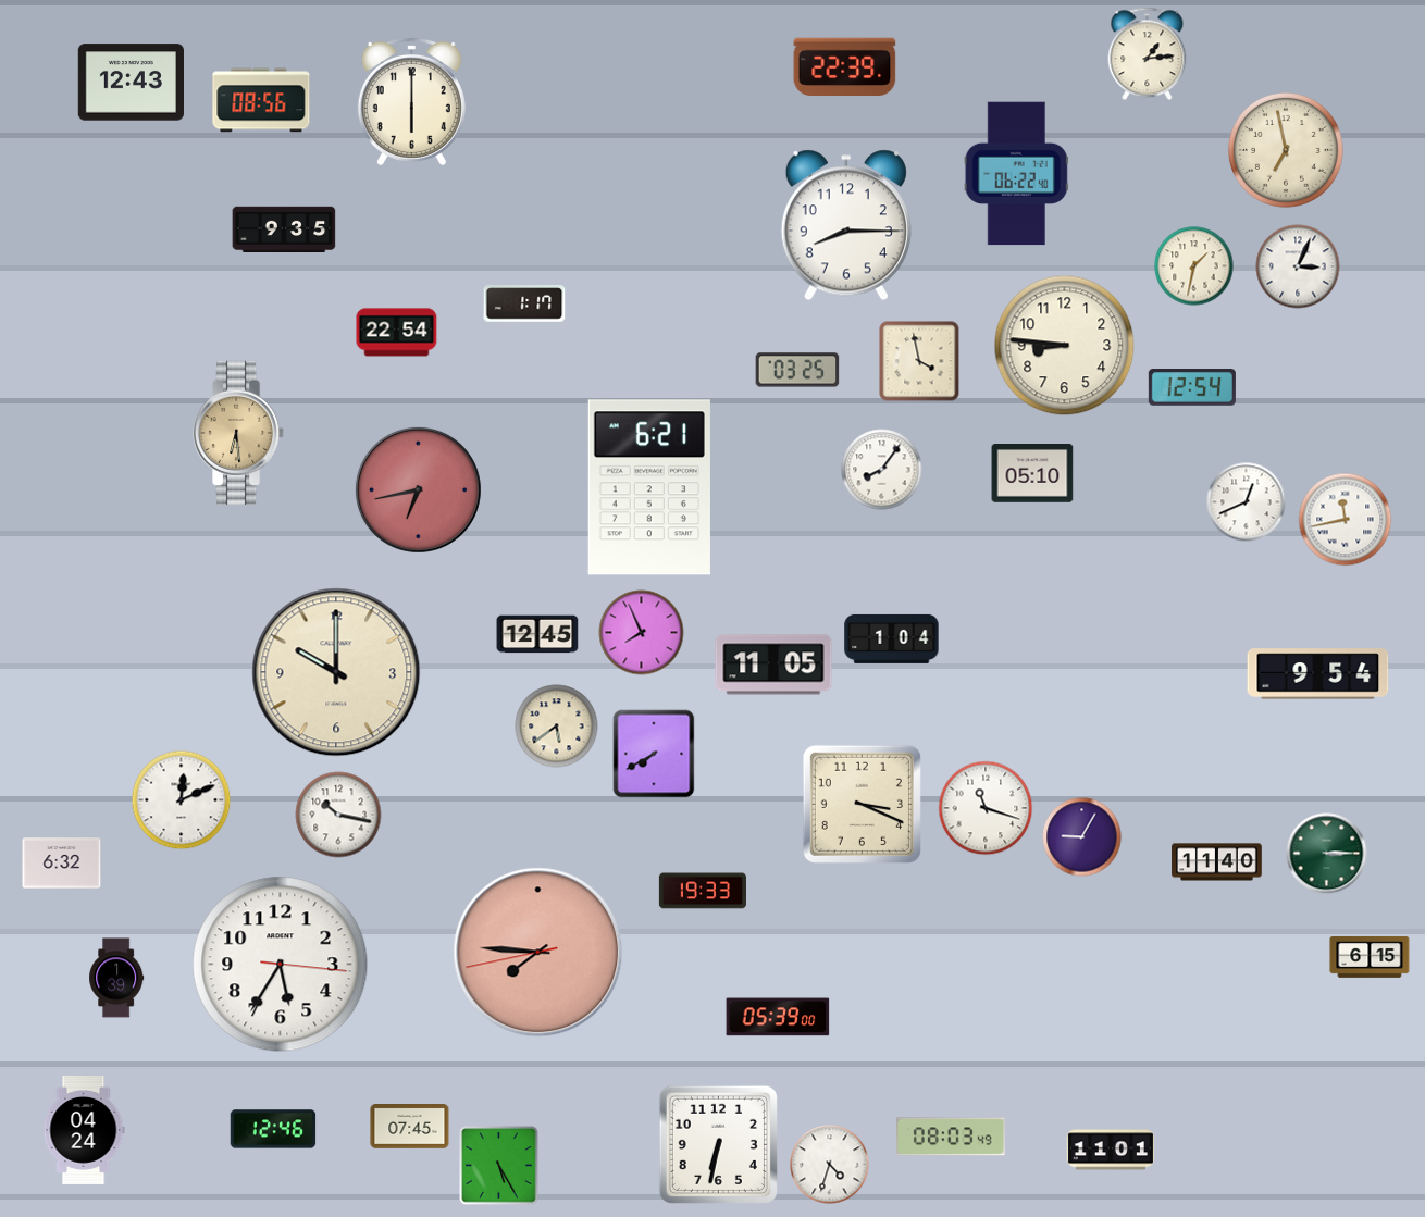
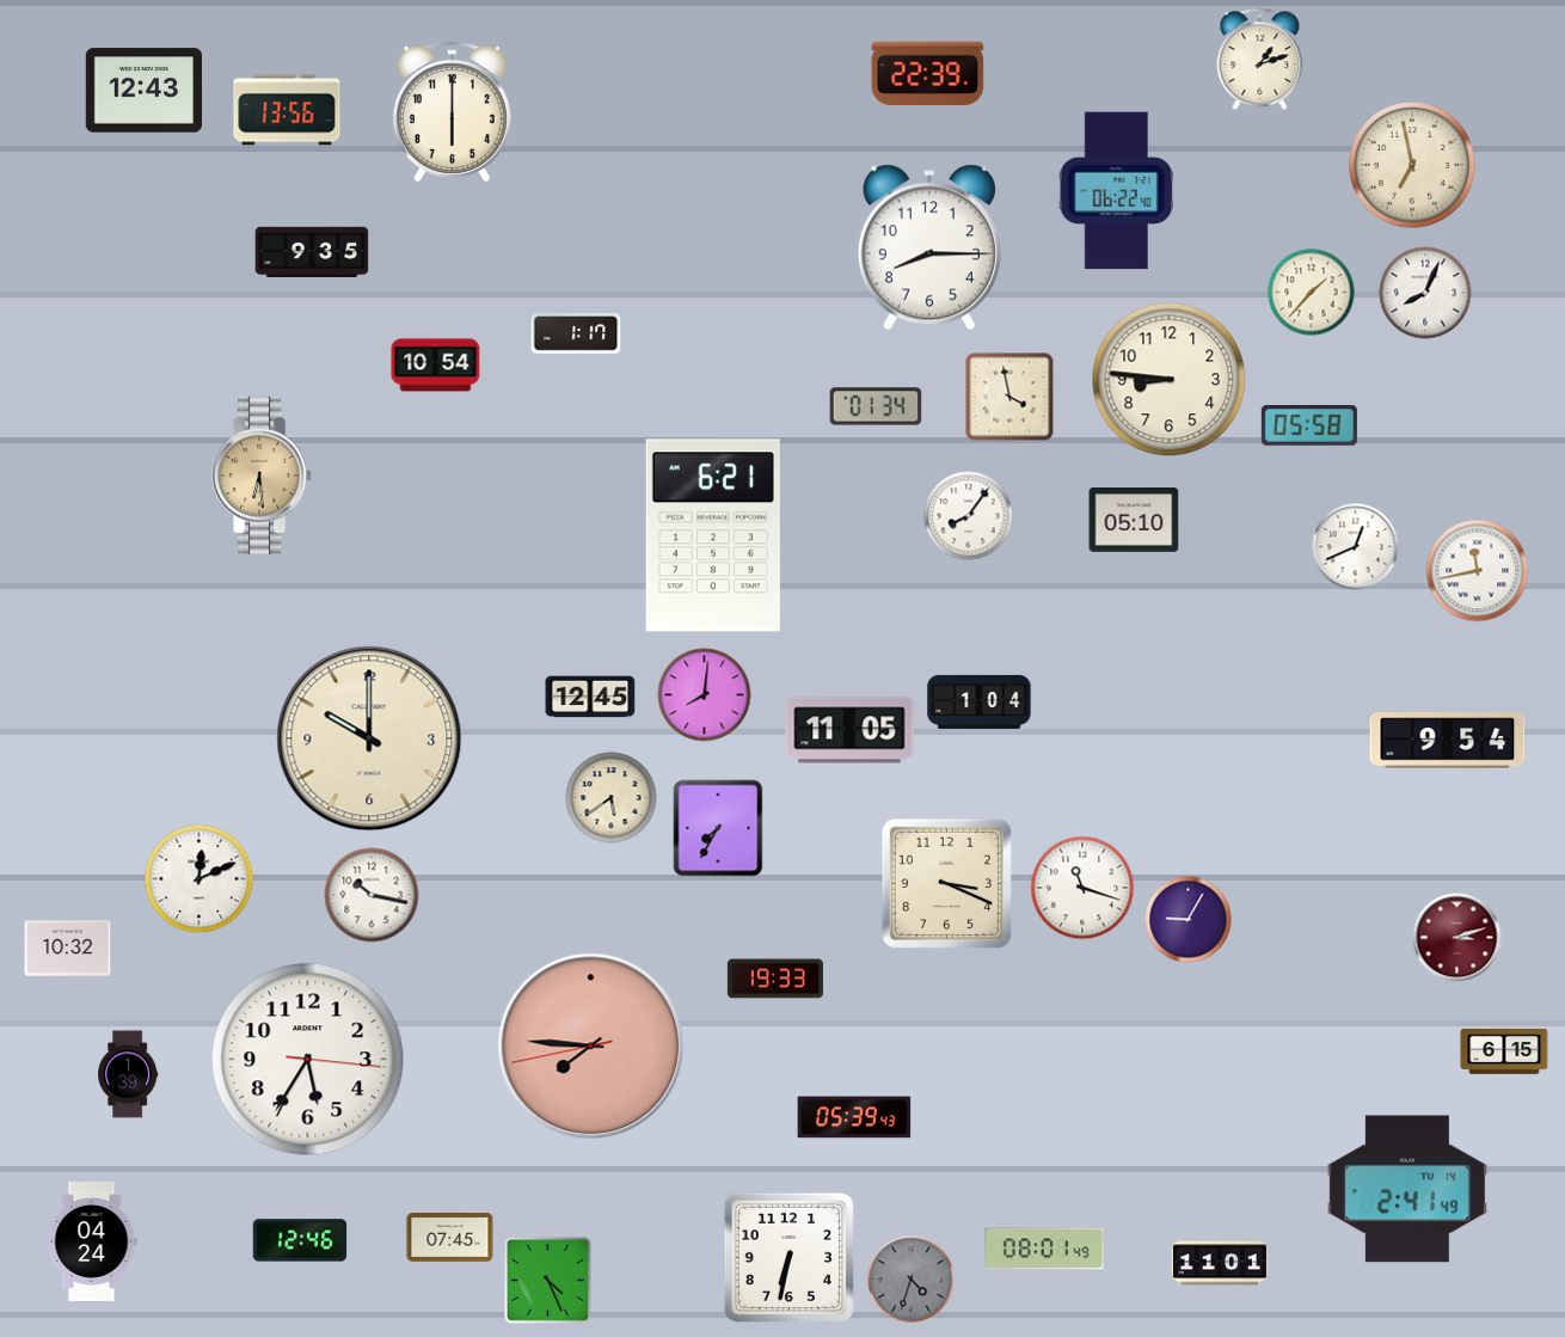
clock at (1148, 54): 1:14 -> 1:12
clock at (261, 100): 08:56 -> 13:56
clock at (1194, 266): 1:32 -> 1:37
clock at (1298, 266): 3:04 -> 8:04
clock at (397, 333): 22:54 -> 10:54
clock at (797, 370): 03:25 -> 01:34
clock at (1192, 388): 12:54 -> 05:58
clock at (418, 489): 6:43 -> none
clock at (1247, 502) position: (1247, 502) -> (1356, 547)
clock at (642, 633): 7:56 -> 8:01
clock at (654, 754): 7:40 -> 7:35
clock at (1327, 854): 3:15 -> 3:12
clock at (1327, 854) dial: green -> burgundy
clock at (1217, 862): 11:40 -> none
clock at (62, 864): 6:32 -> 10:32
clock at (703, 891) position: (703, 891) -> (775, 979)
clock at (778, 1017): 05:39:00 -> 05:39:43
clock at (1407, 1189): none -> 2:41
clock at (951, 1137): 08:03 -> 08:01
clock at (830, 1165) dial: white -> grey
clock at (499, 1166): 5:25 -> 4:26
